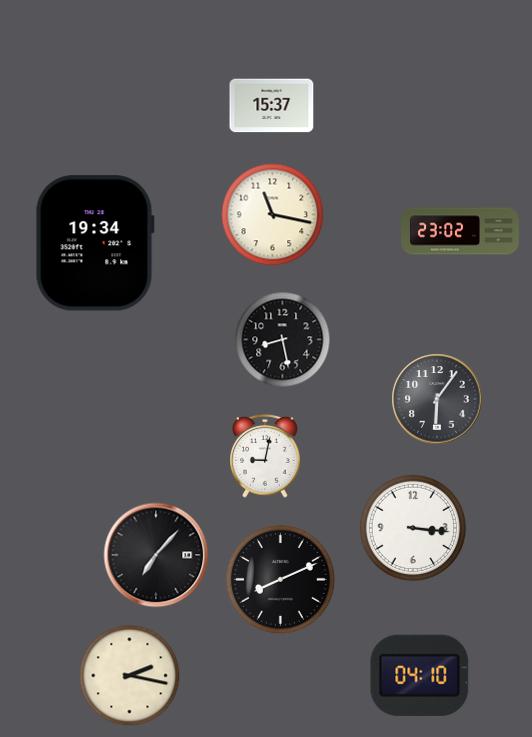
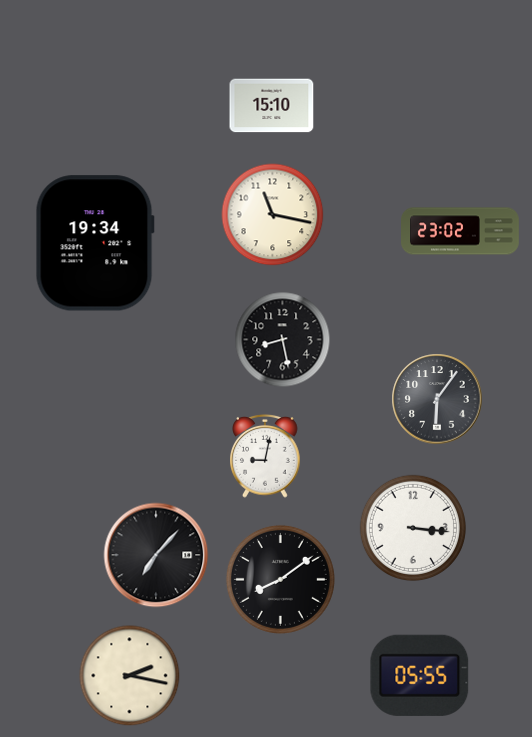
clock at (272, 106): 15:37 -> 15:10
clock at (280, 579): 8:11 -> 8:09
clock at (420, 675): 04:10 -> 05:55
